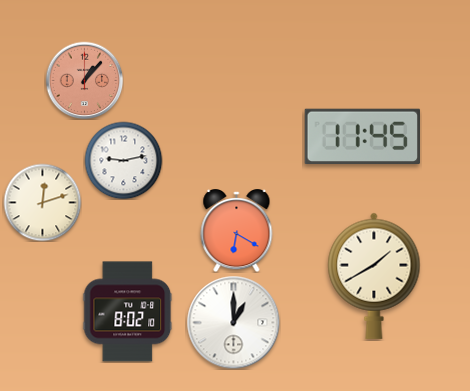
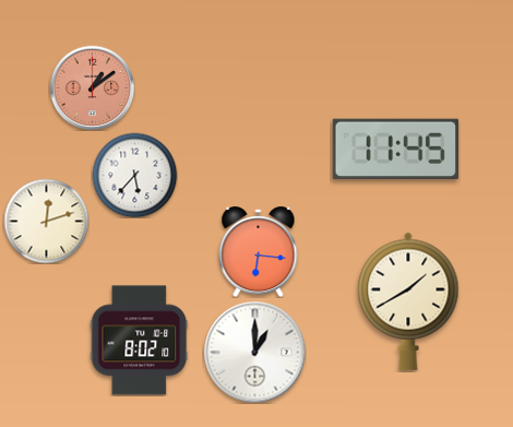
clock at (84, 80): 1:07 -> 1:09
clock at (123, 160): 9:13 -> 5:37
clock at (237, 231): 6:20 -> 6:16
